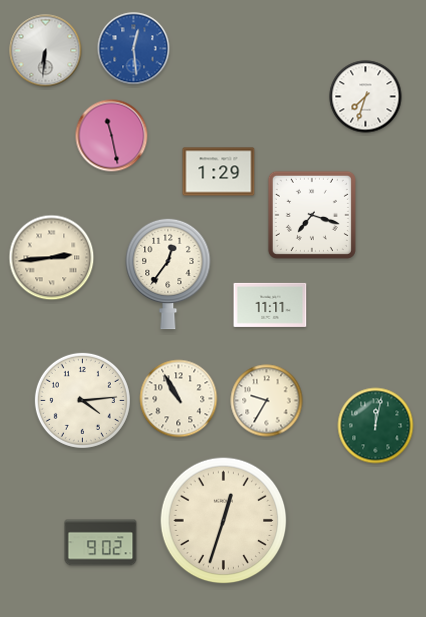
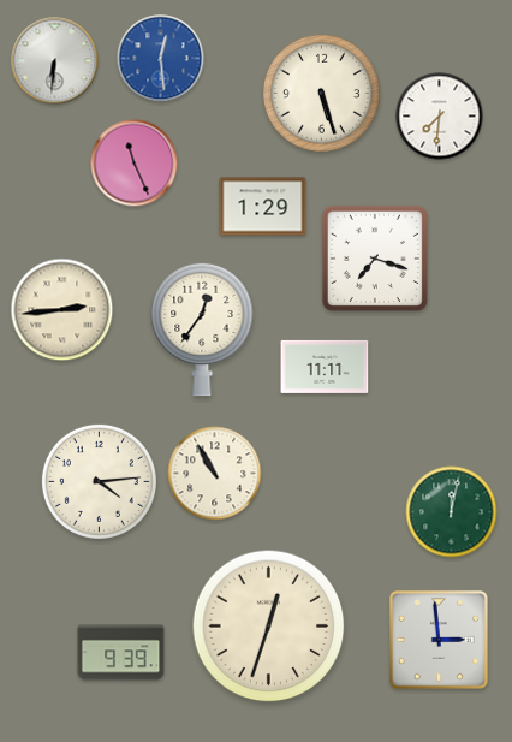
clock at (321, 93): none -> 5:27
clock at (366, 97): 7:33 -> 7:31
clock at (112, 136): 11:28 -> 11:26
clock at (179, 399) position: (179, 399) -> (215, 474)
clock at (267, 401): 9:35 -> none
clock at (439, 640): none -> 2:59
clock at (101, 543): 9:02 -> 9:39
